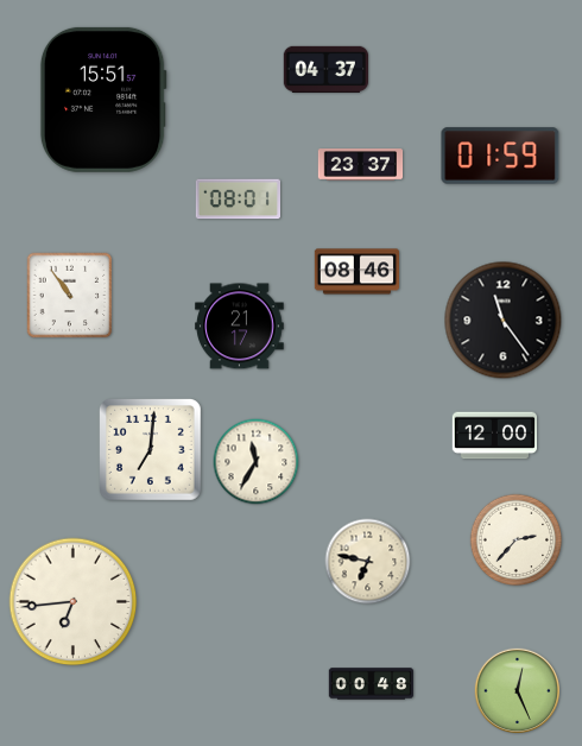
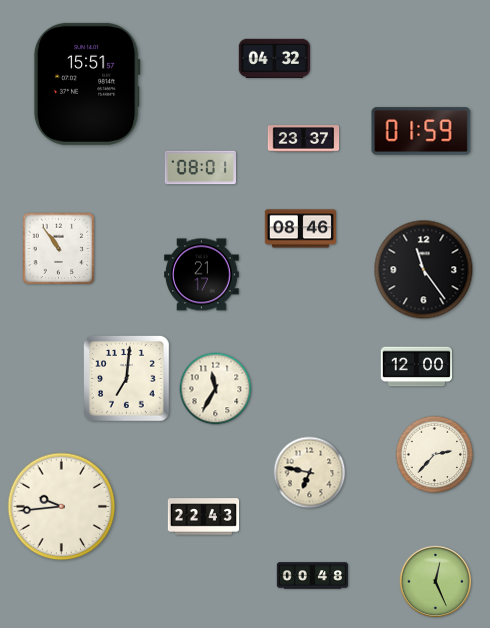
clock at (325, 69): 04:37 -> 04:32
clock at (74, 602): 6:44 -> 9:44
clock at (204, 517): none -> 22:43
